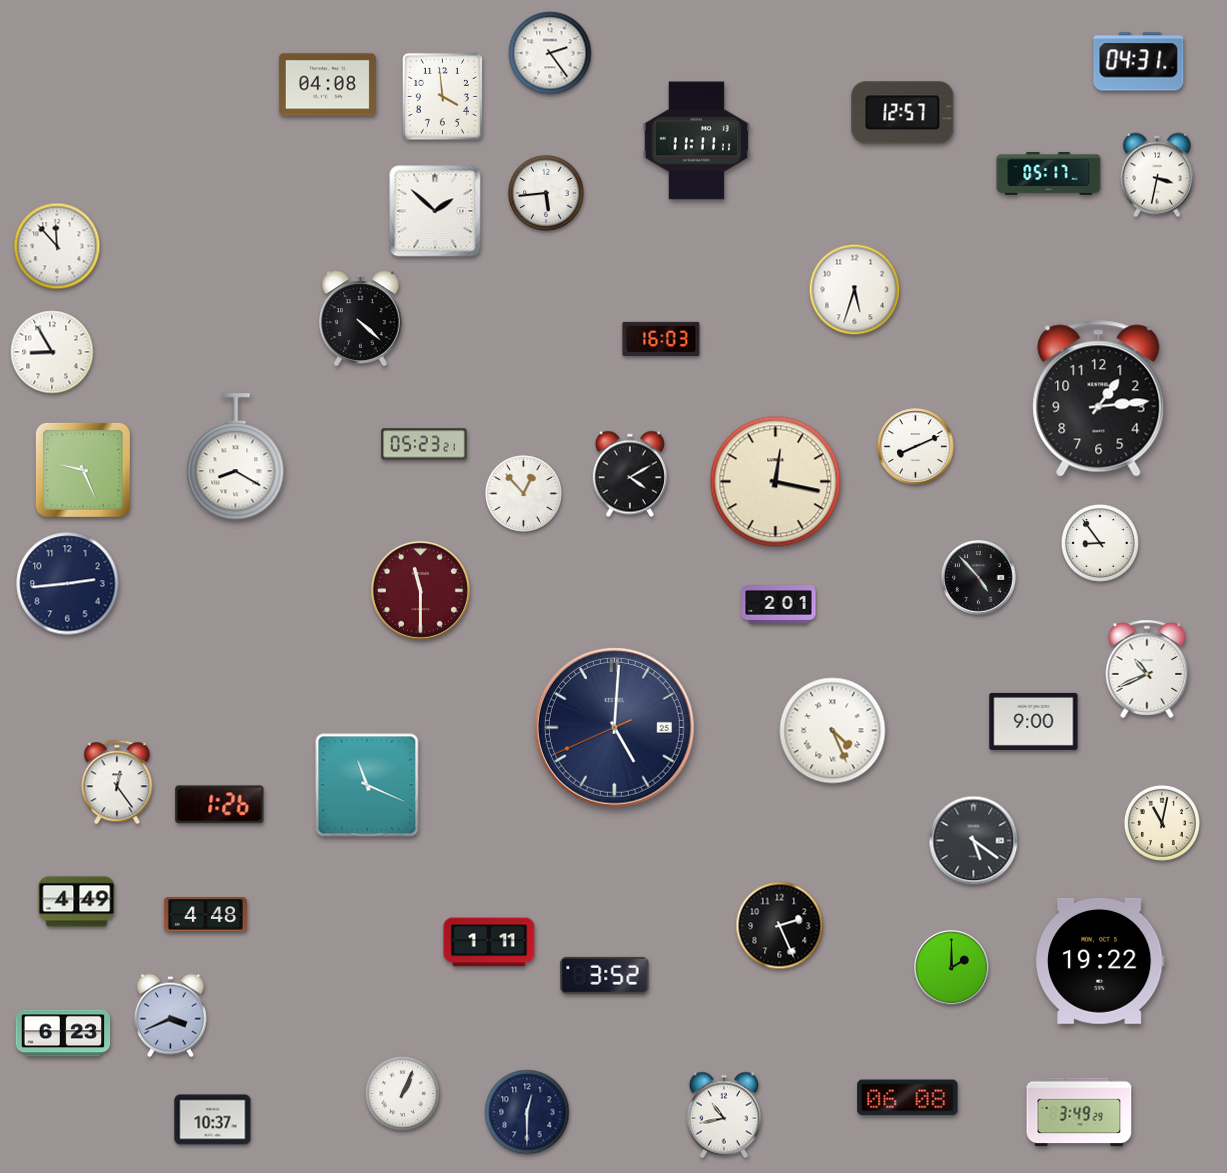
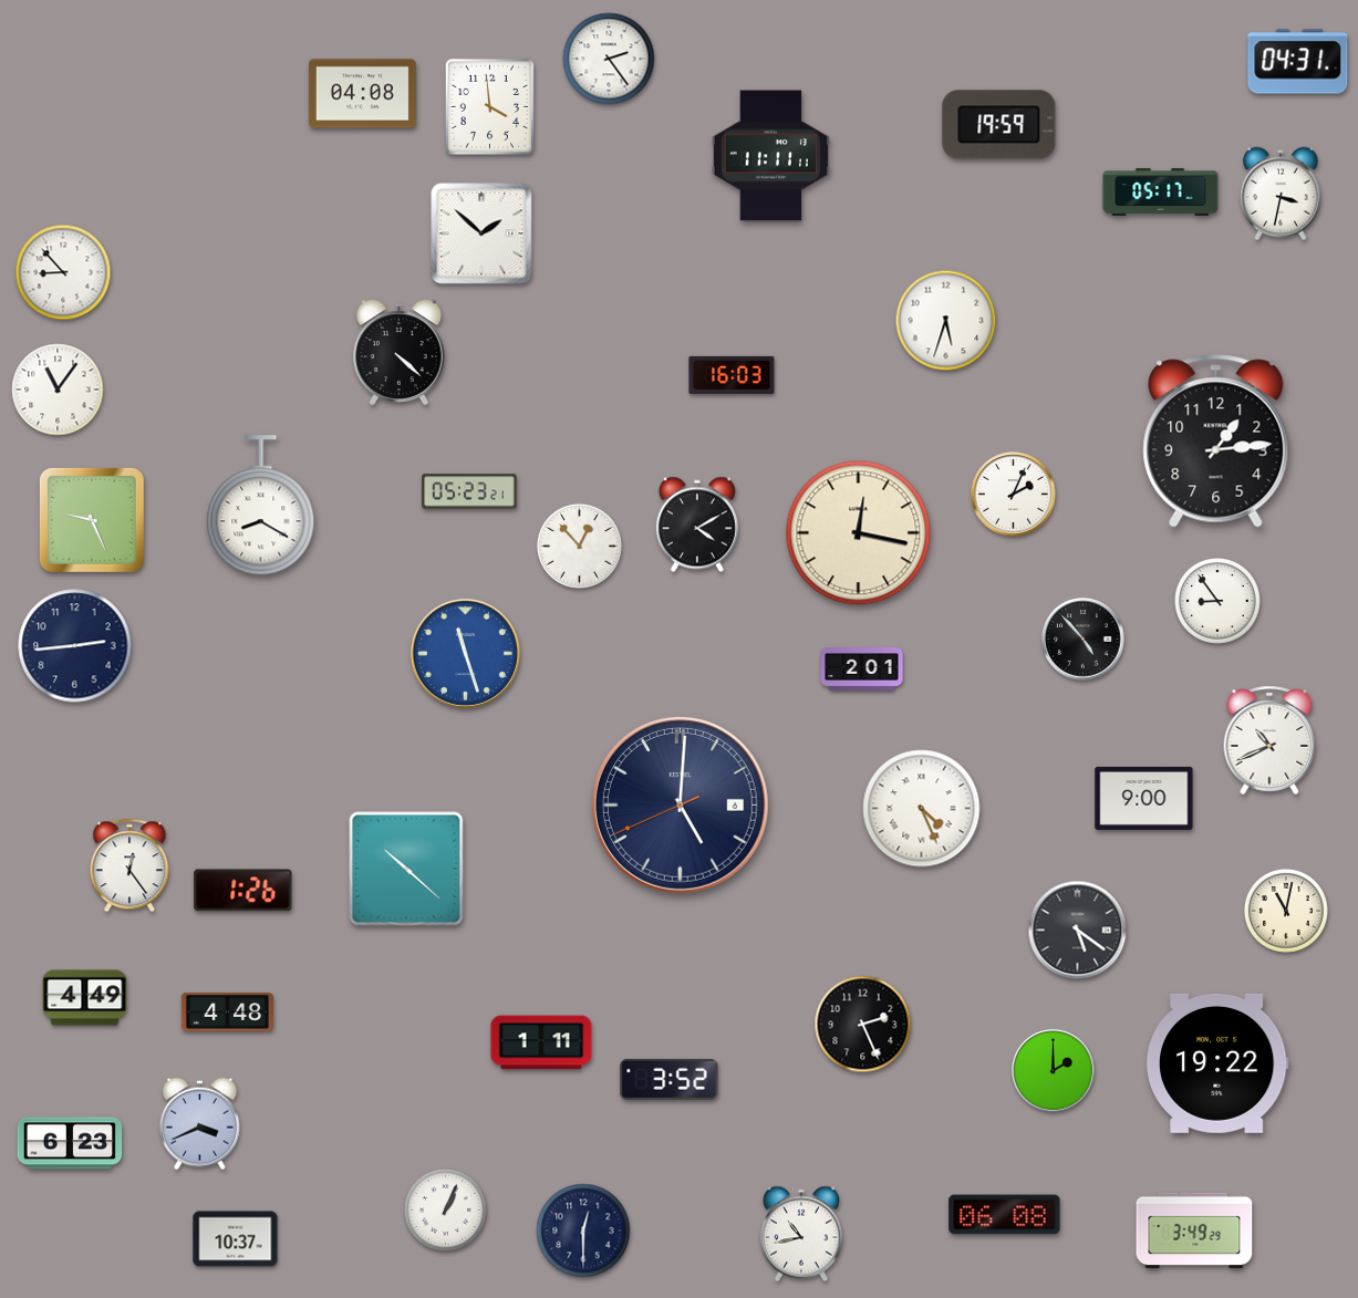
clock at (1139, 62) position: (1139, 62) -> (1298, 62)
clock at (903, 113): 12:57 -> 19:59
clock at (546, 193): 5:44 -> none
clock at (57, 246): 11:53 -> 8:53
clock at (52, 352): 8:55 -> 11:06
clock at (916, 447): 8:11 -> 2:04
clock at (420, 590): 11:30 -> 11:27
clock at (420, 590) dial: burgundy -> blue
clock at (614, 727) date: 25 -> 6
clock at (367, 785): 11:19 -> 10:22
clock at (170, 1016) position: (170, 1016) -> (199, 1124)
